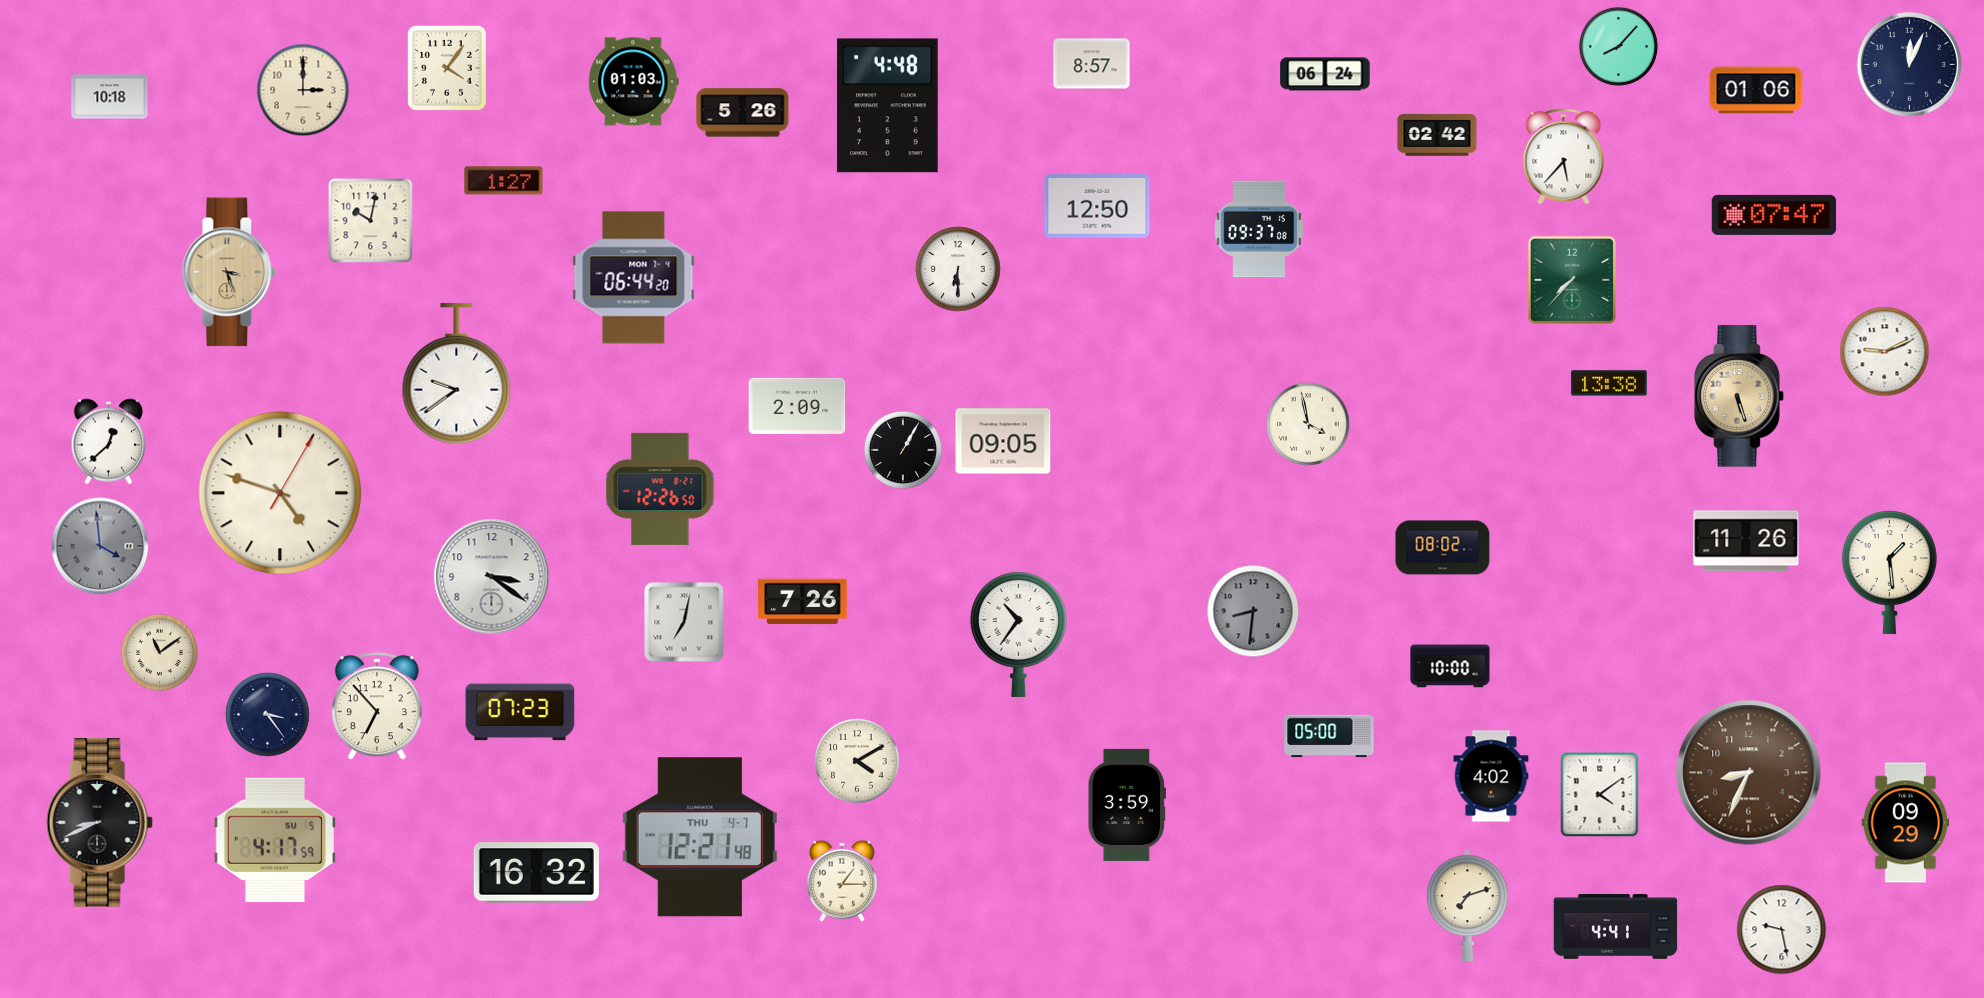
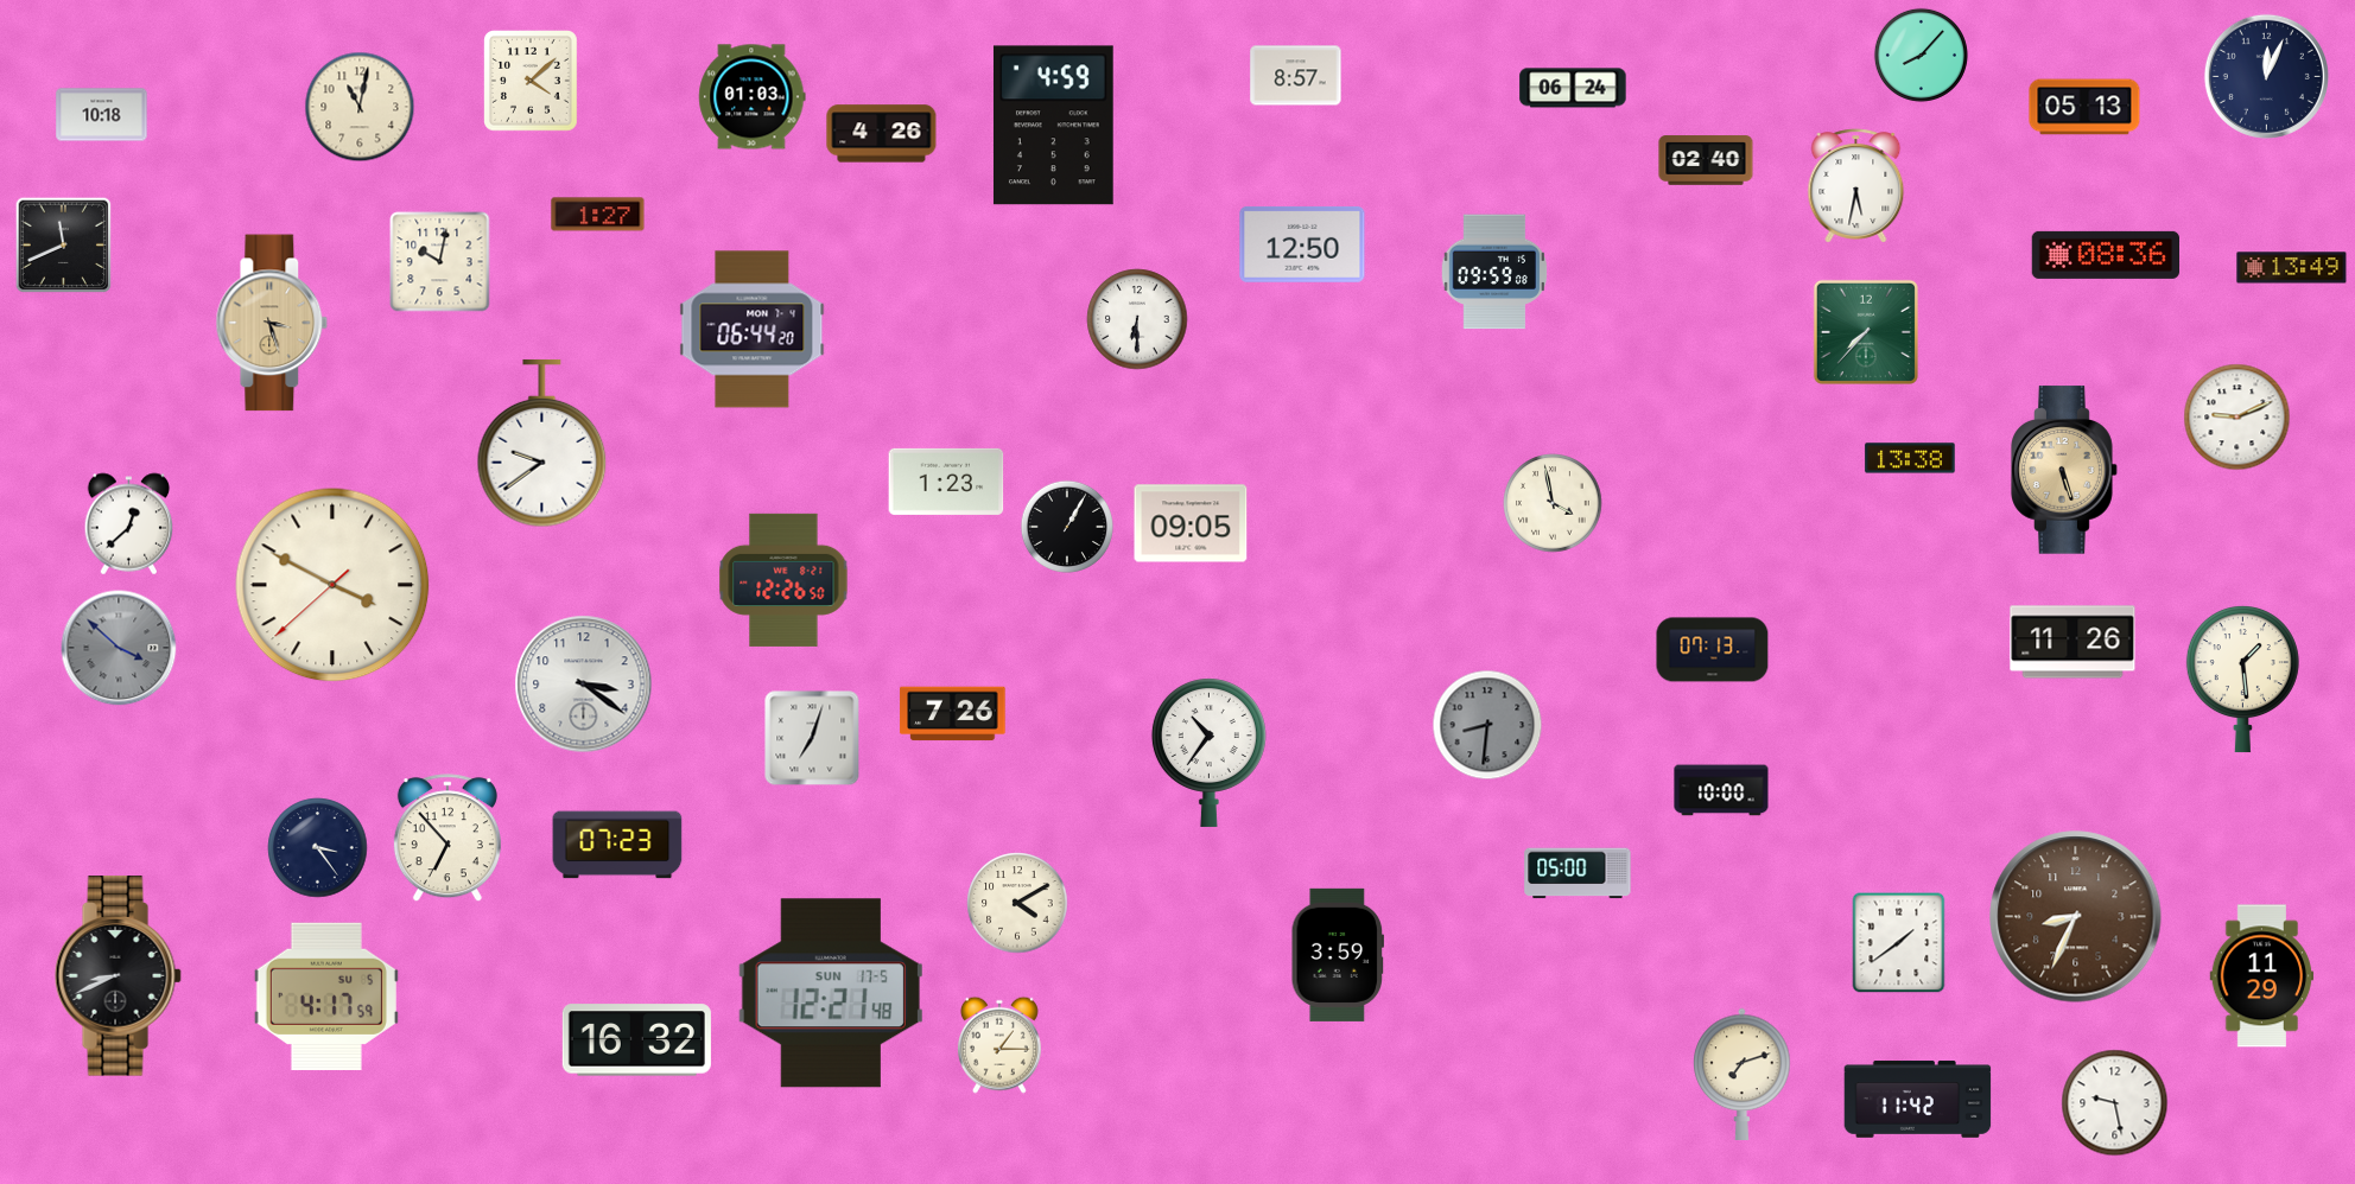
clock at (448, 69): 4:06 -> 4:08
clock at (303, 90): 3:00 -> 11:02
clock at (1756, 90): 01:06 -> 05:13
clock at (110, 97) position: (110, 97) -> (102, 115)
clock at (887, 106): 4:48 -> 4:59
clock at (743, 113): 5:26 -> 4:26
clock at (1437, 135): 02:42 -> 02:40
clock at (1564, 157): 5:37 -> 5:32
clock at (64, 246): none -> 11:41
clock at (1773, 215): 07:47 -> 08:36
clock at (2292, 268): none -> 13:49
clock at (1258, 229): 09:37 -> 09:59
clock at (1609, 383) position: (1609, 383) -> (1910, 458)
clock at (797, 406): 2:09 -> 1:23
clock at (902, 449) position: (902, 449) -> (1066, 526)
clock at (280, 493): 4:48 -> 3:49
clock at (100, 546): 3:59 -> 3:52
clock at (1443, 548): 08:02 -> 07:13
clock at (684, 622): 7:02 -> 7:03
clock at (160, 653): 11:09 -> none
clock at (1491, 776): 4:02 -> none
clock at (1600, 795): 4:09 -> 1:39
clock at (1906, 823): 09:29 -> 11:29
clock at (700, 837) date: THU 4-7 -> SUN 17-5
clock at (536, 873) position: (536, 873) -> (636, 1040)
clock at (1616, 927): 4:41 -> 11:42
